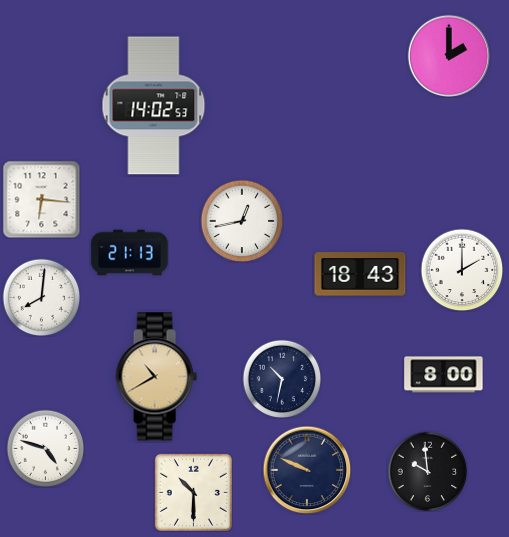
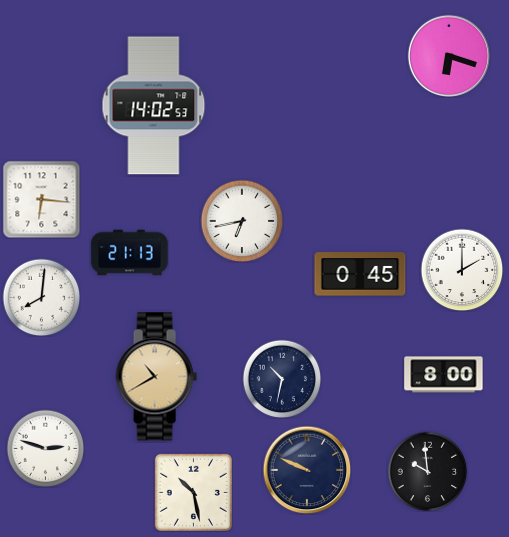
clock at (448, 55): 2:00 -> 6:18
clock at (242, 221): 12:43 -> 6:43
clock at (360, 274): 18:43 -> 0:45
clock at (45, 448): 4:48 -> 2:48
clock at (193, 492): 10:30 -> 10:28
